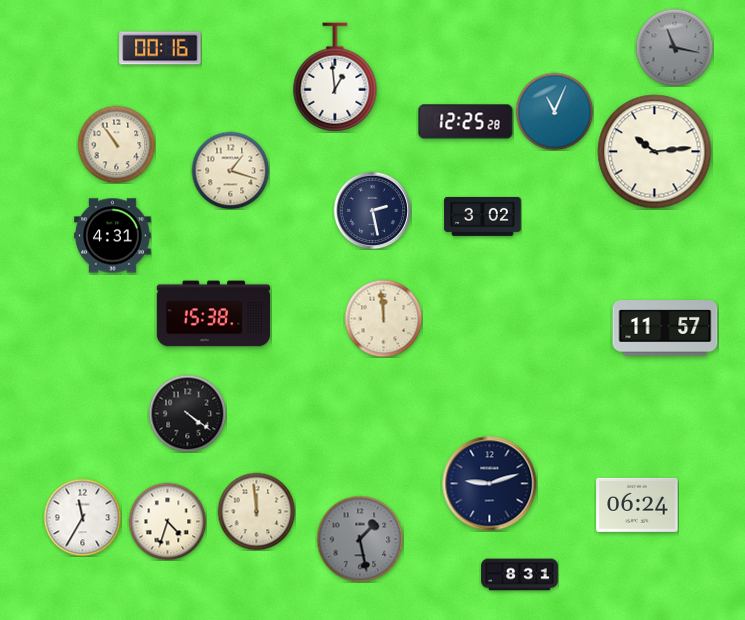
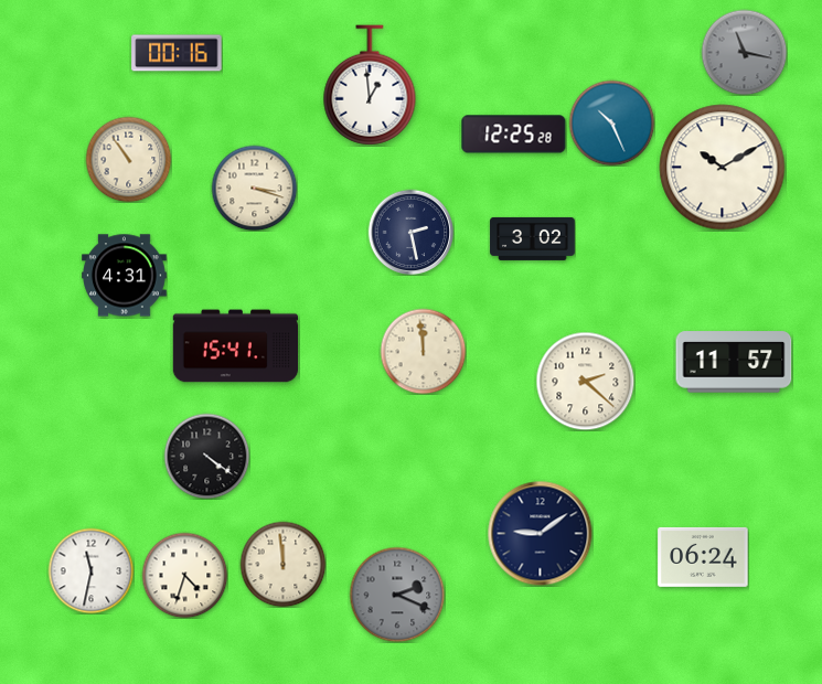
clock at (554, 111): 11:04 -> 10:26
clock at (655, 152): 10:14 -> 10:10
clock at (230, 170): 1:18 -> 3:18
clock at (113, 236) position: (113, 236) -> (125, 276)
clock at (214, 314): 15:38 -> 15:41
clock at (585, 381): none -> 2:22
clock at (489, 483): 9:12 -> 9:09
clock at (82, 517): 11:35 -> 11:32
clock at (360, 539): 1:28 -> 2:19
clock at (520, 575): 8:31 -> none
